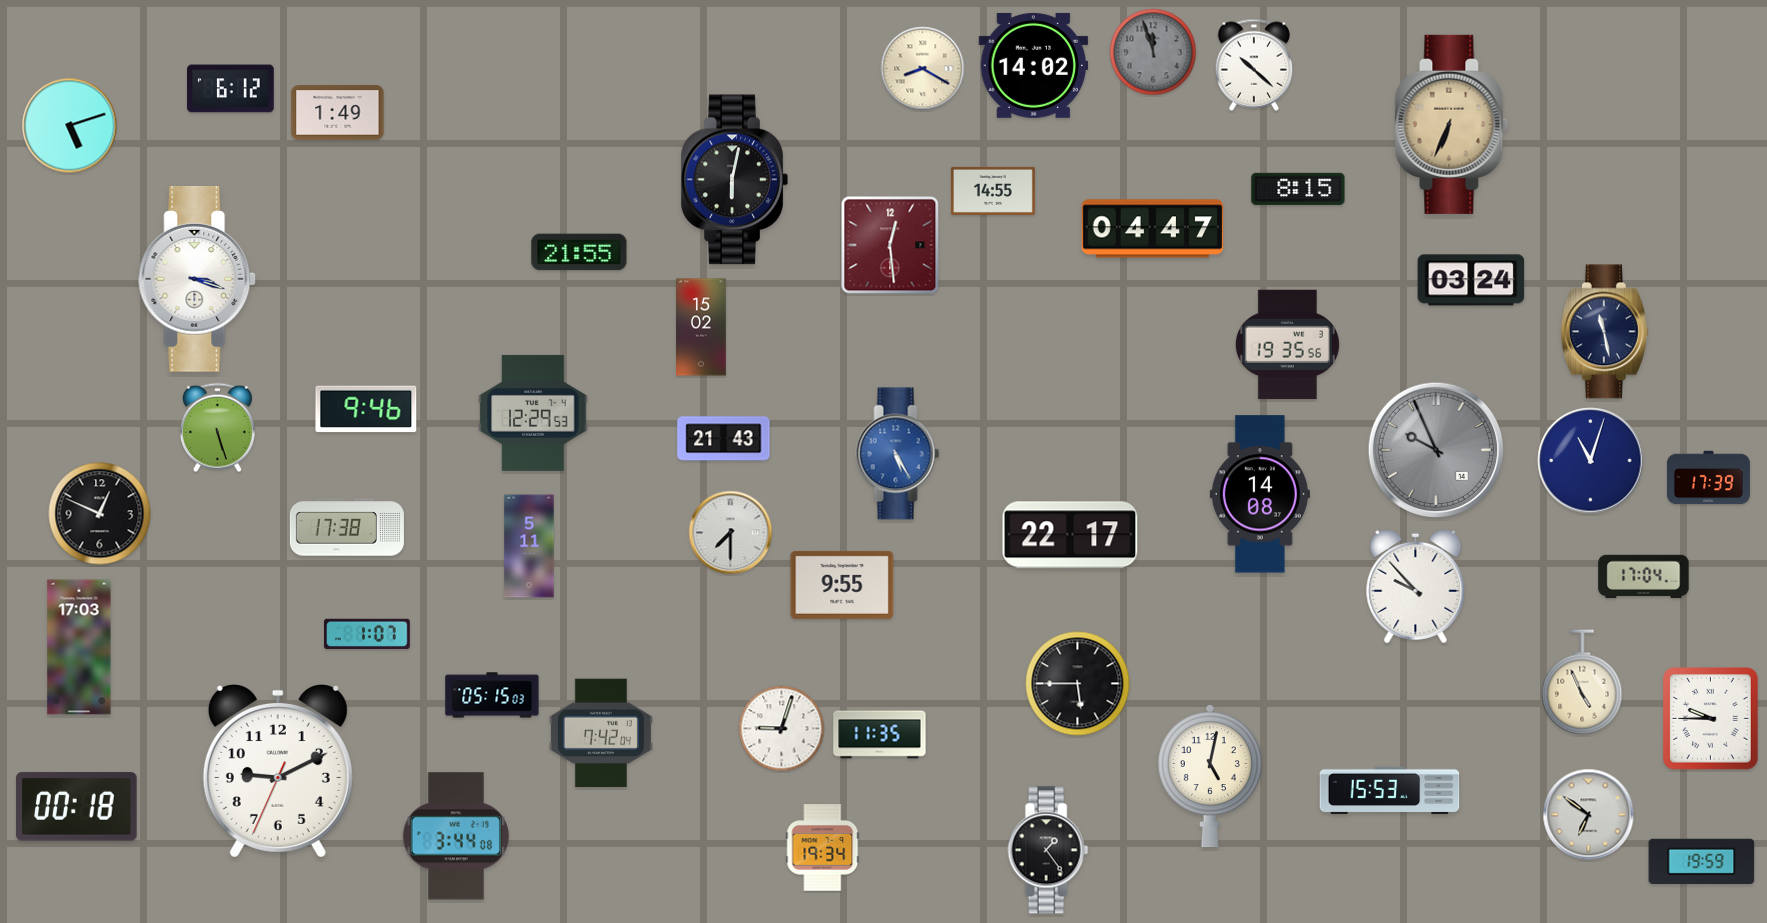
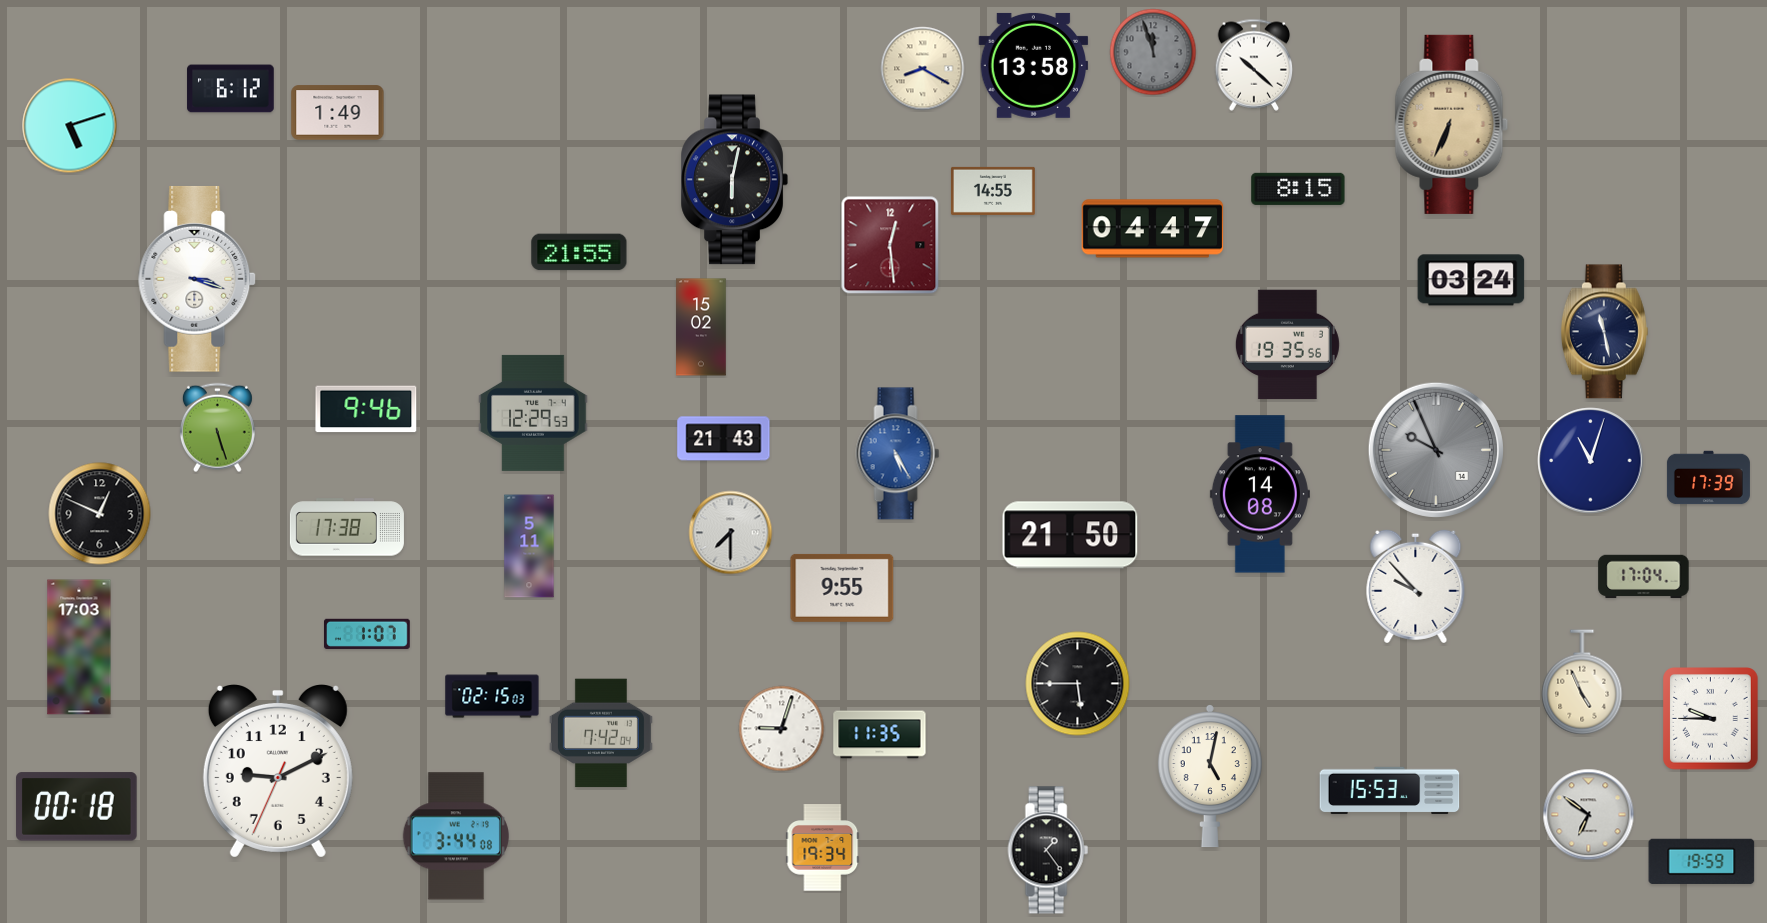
clock at (1034, 65): 14:02 -> 13:58
clock at (1070, 535): 22:17 -> 21:50
clock at (842, 585) position: (842, 585) -> (842, 588)
clock at (492, 695): 05:15 -> 02:15
